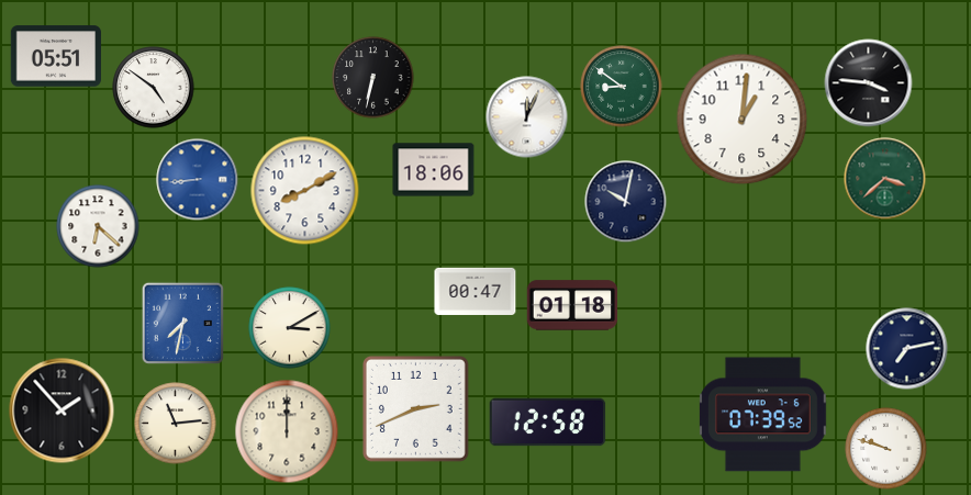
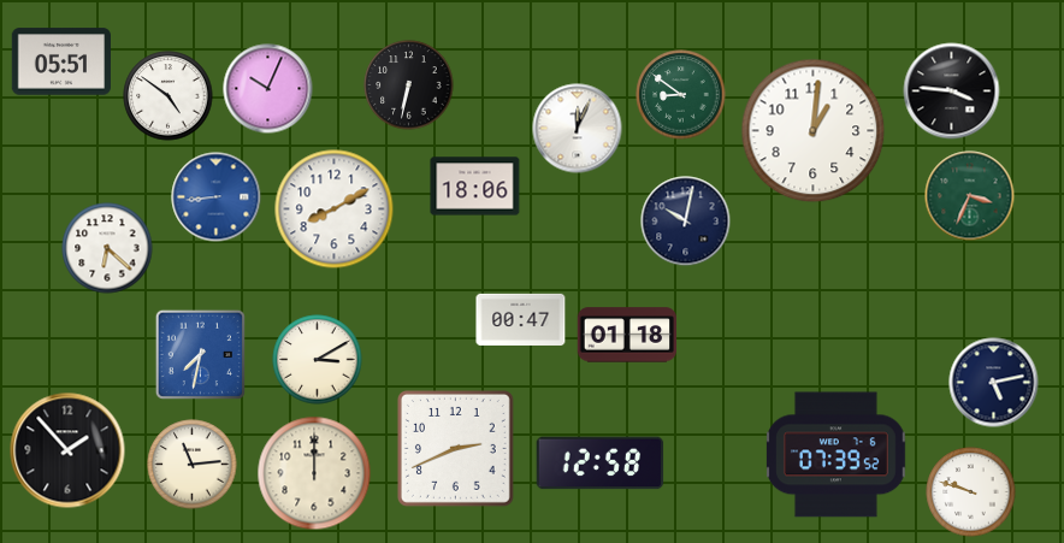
clock at (268, 89): none -> 10:04
clock at (885, 179): 3:38 -> 3:34
clock at (907, 349): 7:13 -> 5:13
